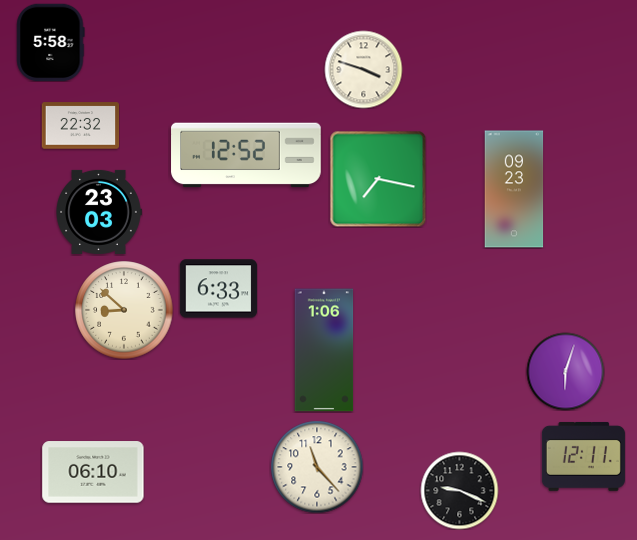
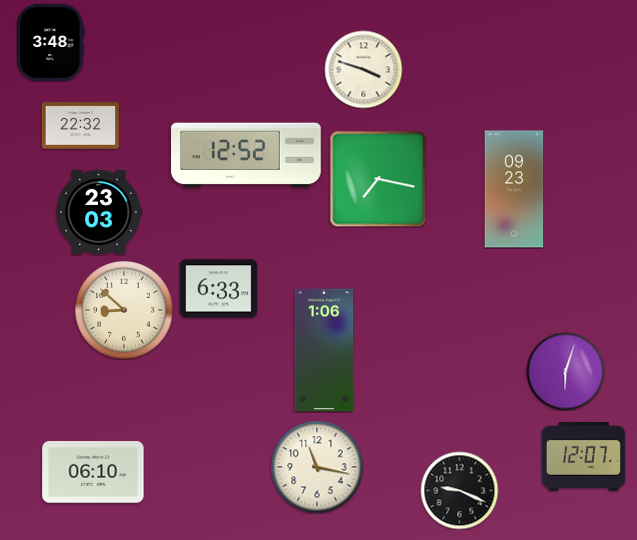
clock at (51, 42): 5:58 -> 3:48
clock at (583, 456): 12:11 -> 12:07
clock at (317, 467): 11:23 -> 11:17
